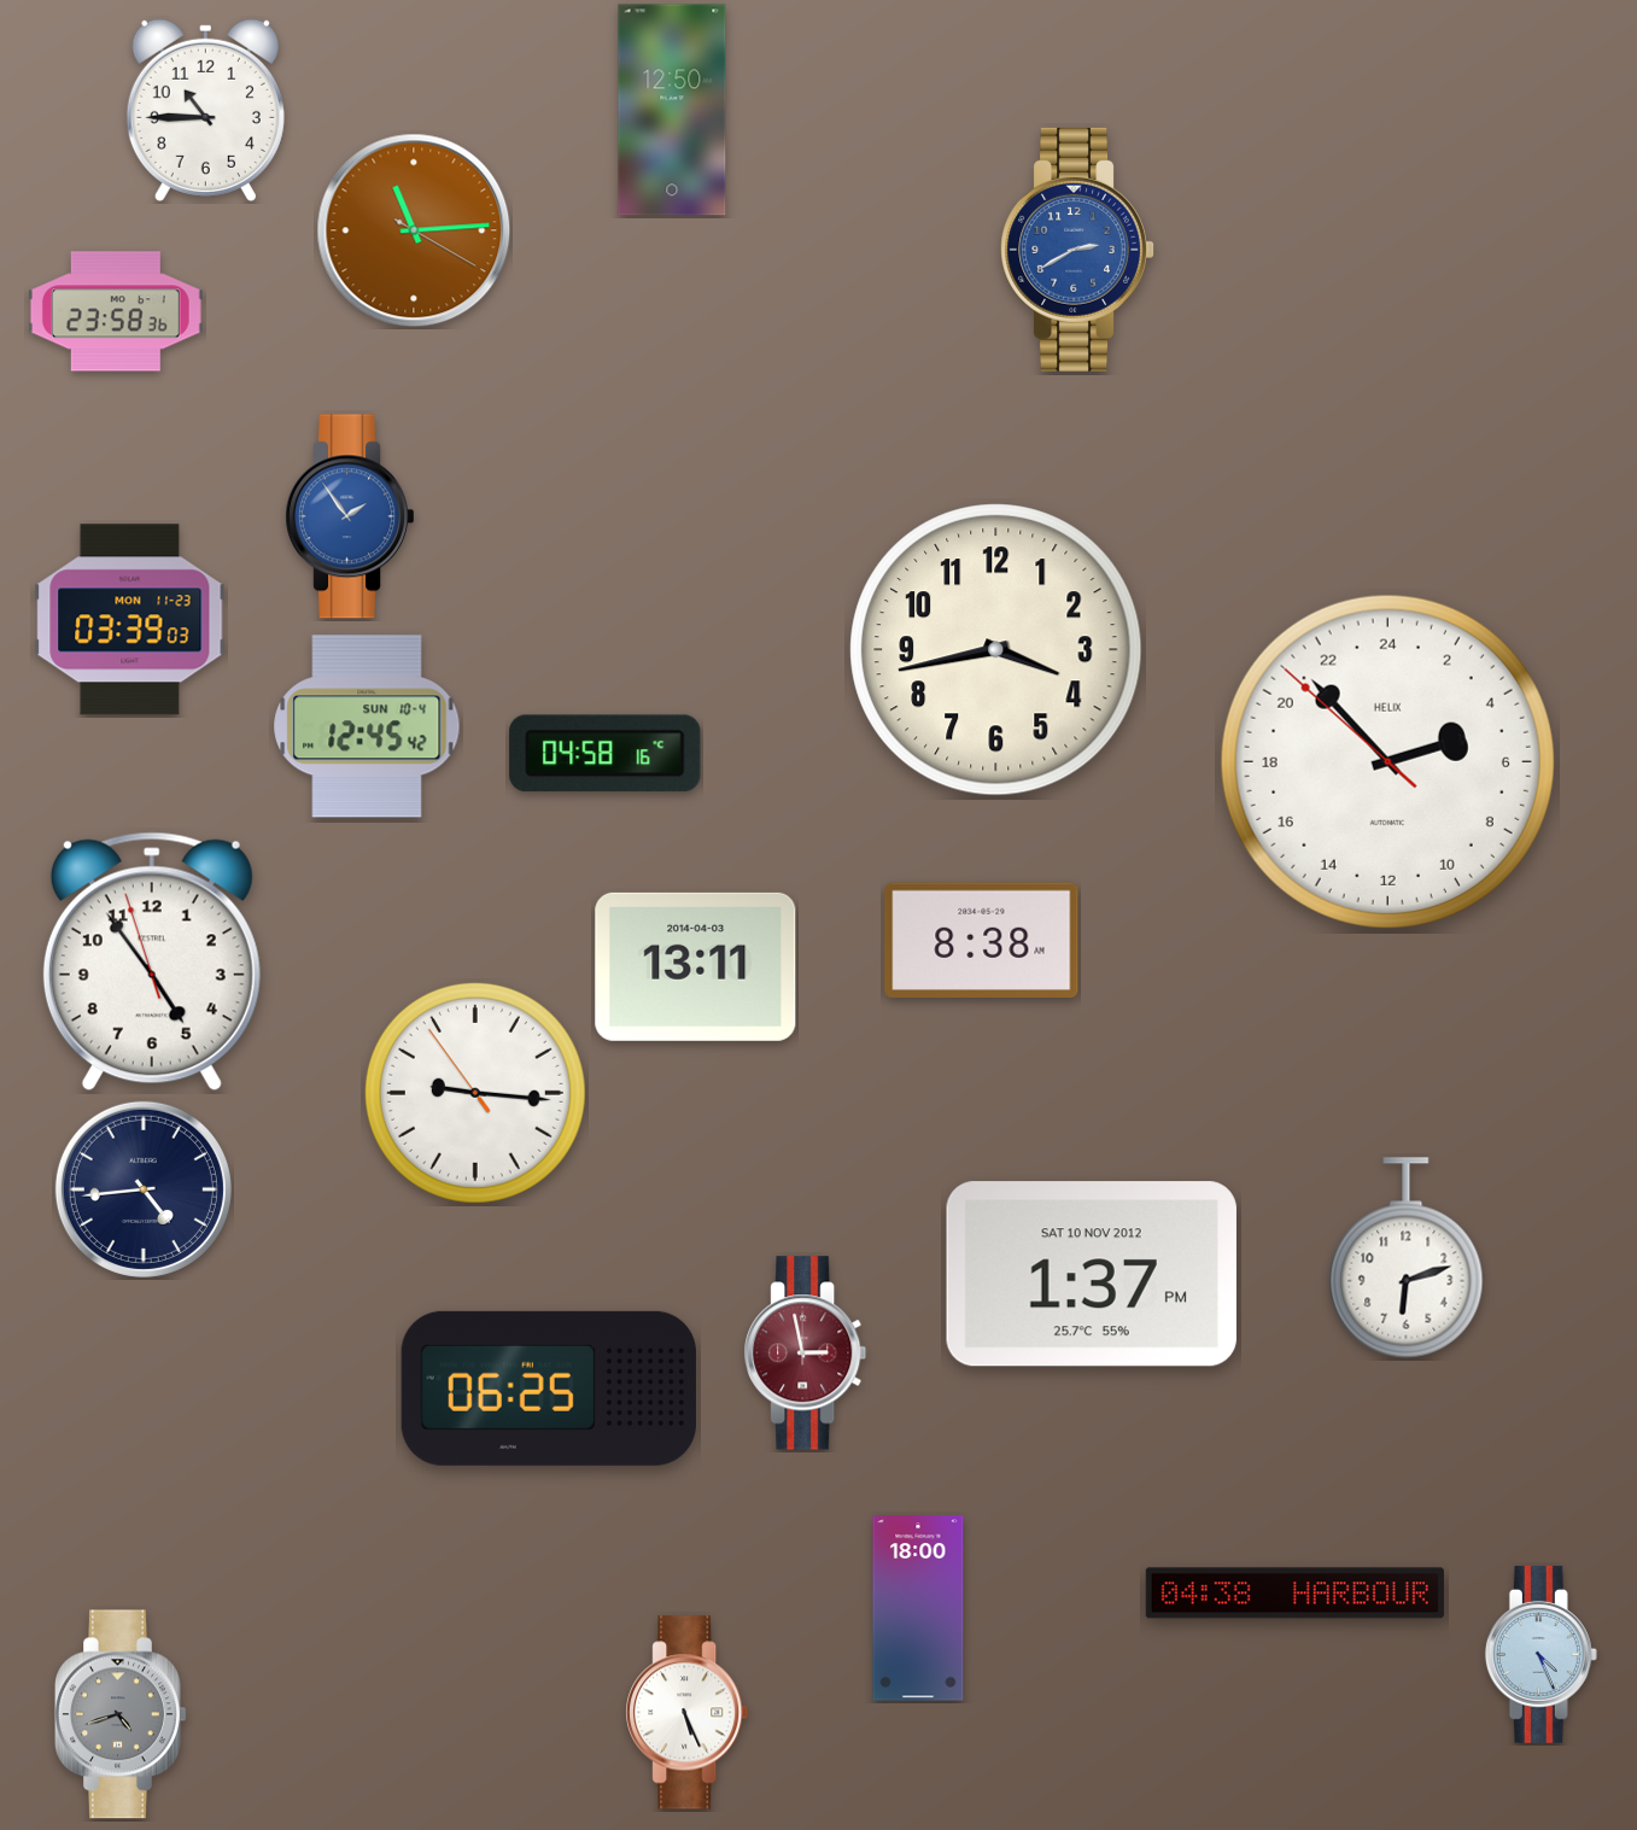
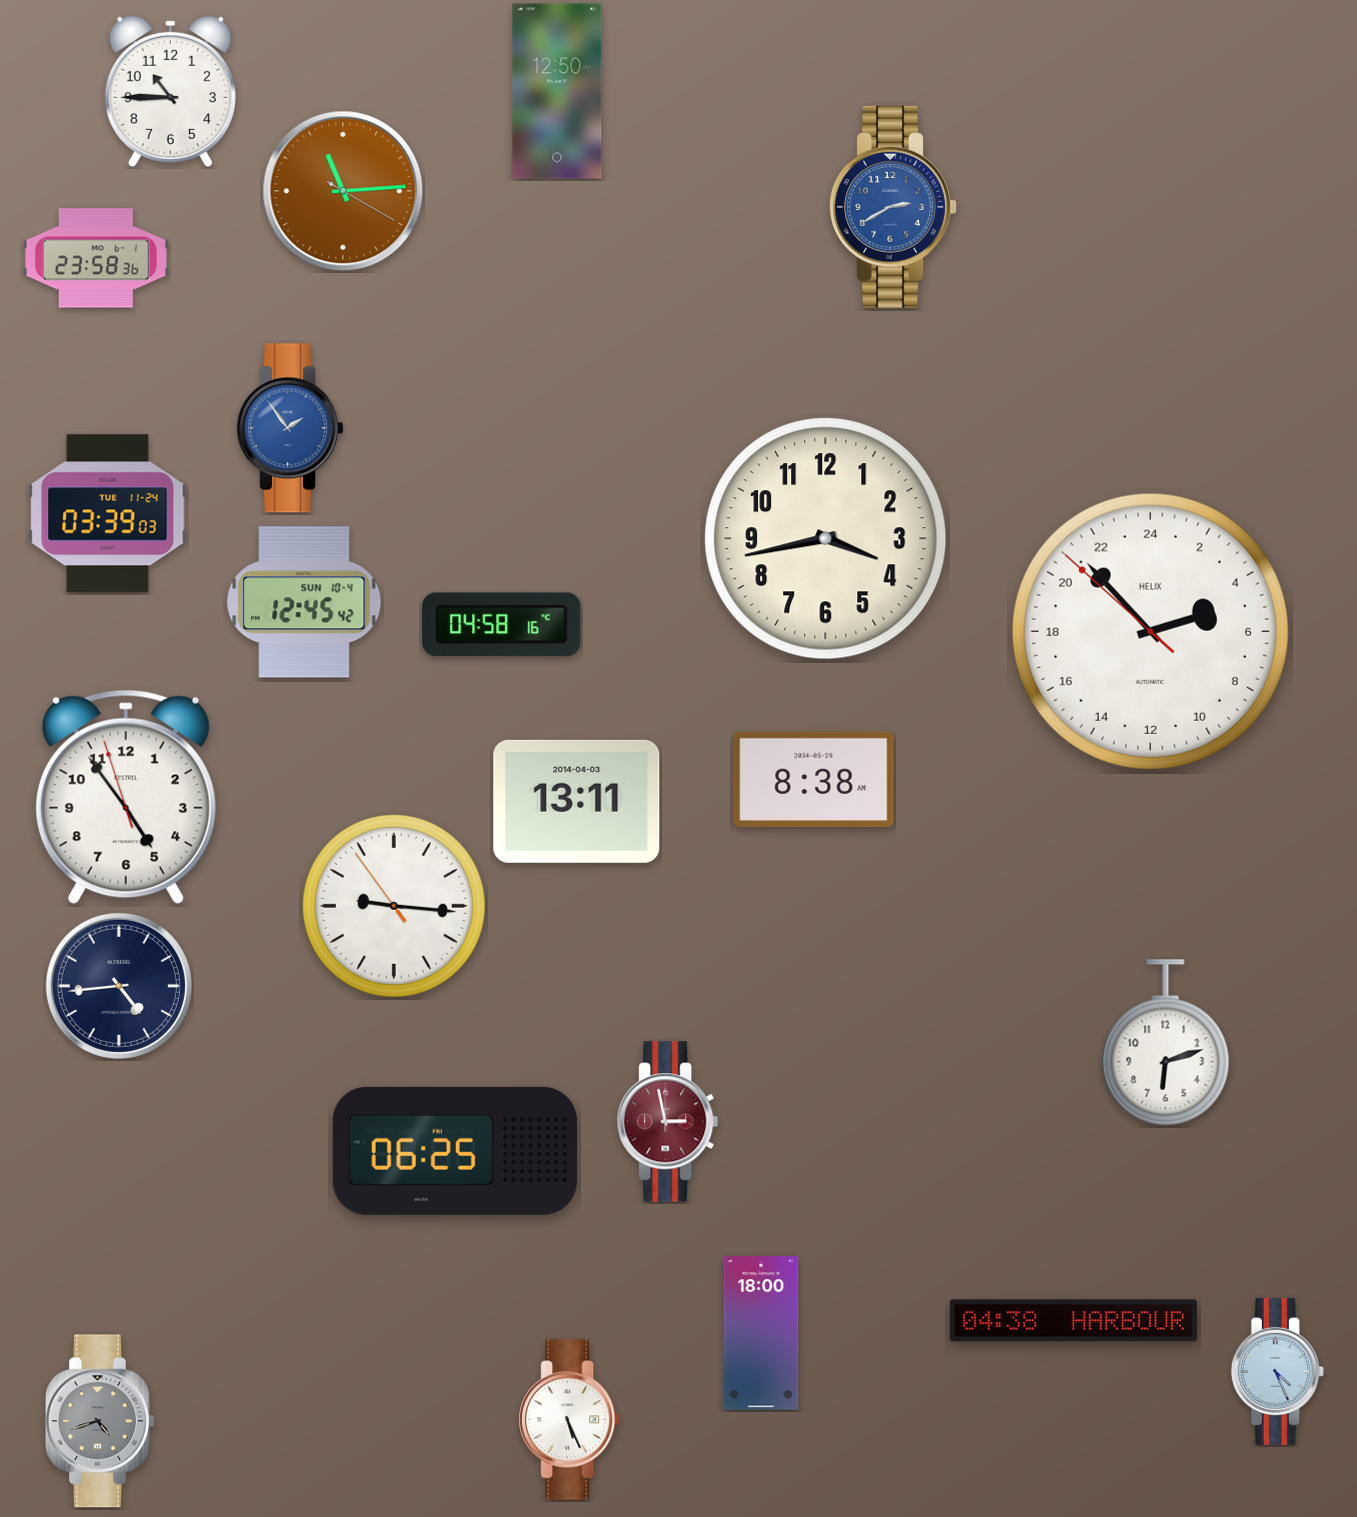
clock at (130, 620) date: MON 11-23 -> TUE 11-24
clock at (1092, 1274): 1:37 -> none
